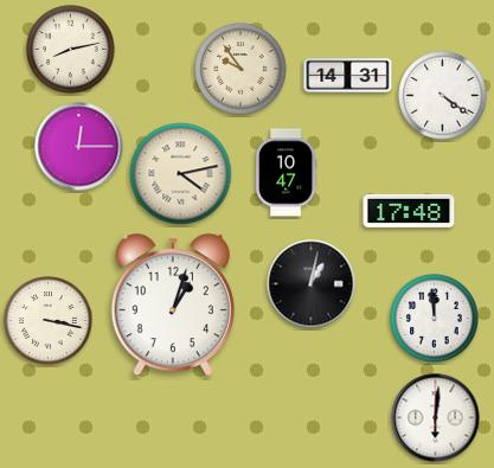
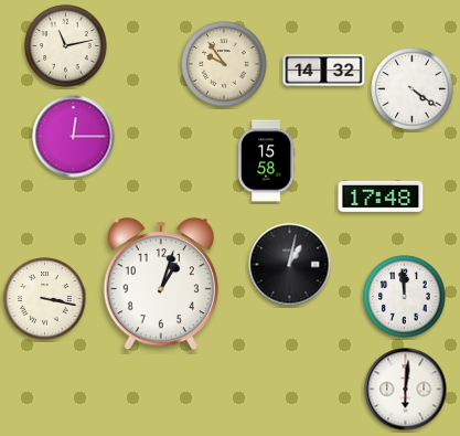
clock at (71, 50): 8:13 -> 11:13
clock at (348, 76): 14:31 -> 14:32
clock at (286, 173): 10:47 -> 15:58
clock at (181, 174): 4:13 -> none
